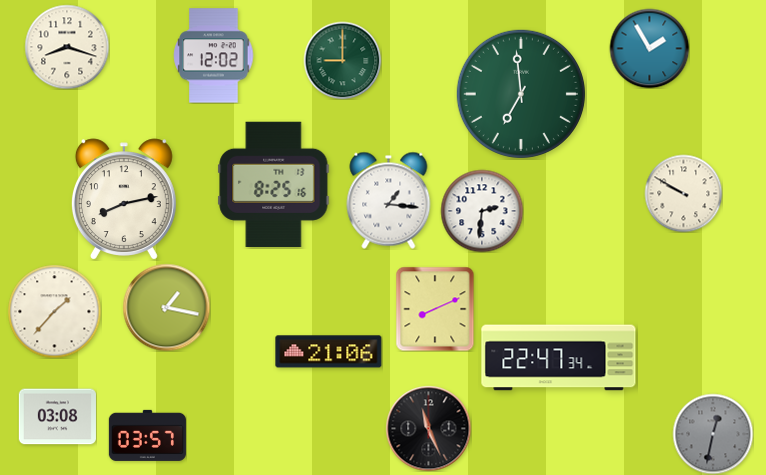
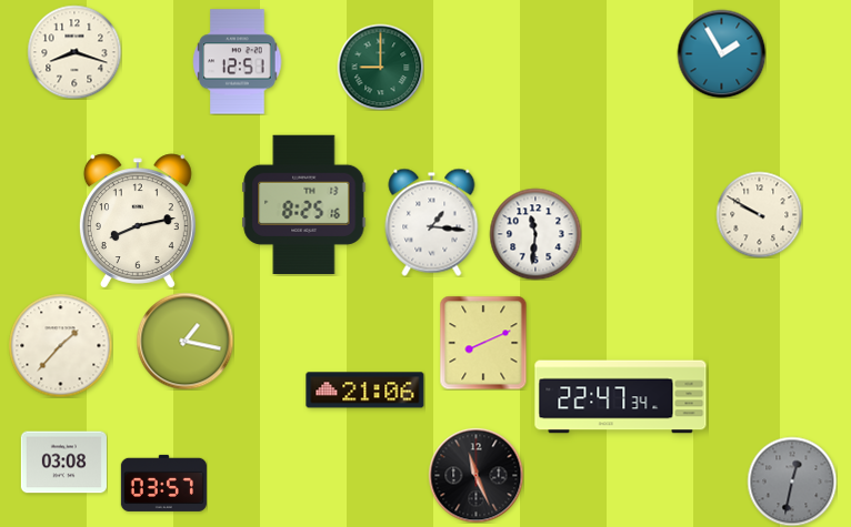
clock at (214, 56): 12:02 -> 12:51
clock at (521, 94): 6:59 -> none
clock at (482, 211): 2:31 -> 11:31
